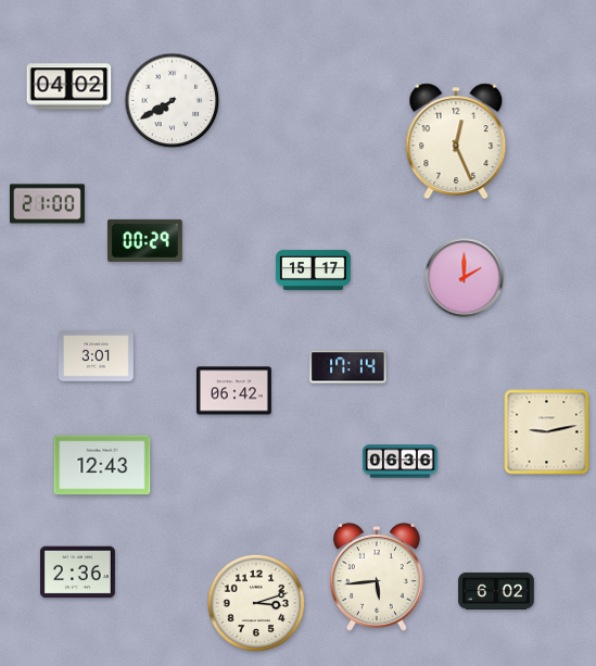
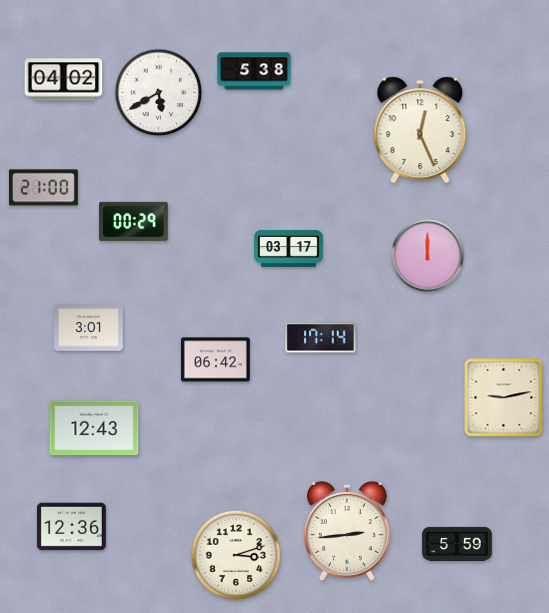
clock at (254, 71): none -> 5:38
clock at (173, 101): 7:40 -> 5:40
clock at (313, 269): 15:17 -> 03:17
clock at (465, 278): 2:00 -> 12:00
clock at (400, 462): 06:36 -> none
clock at (77, 573): 2:36 -> 12:36
clock at (377, 577): 5:44 -> 2:44
clock at (496, 591): 6:02 -> 5:59
